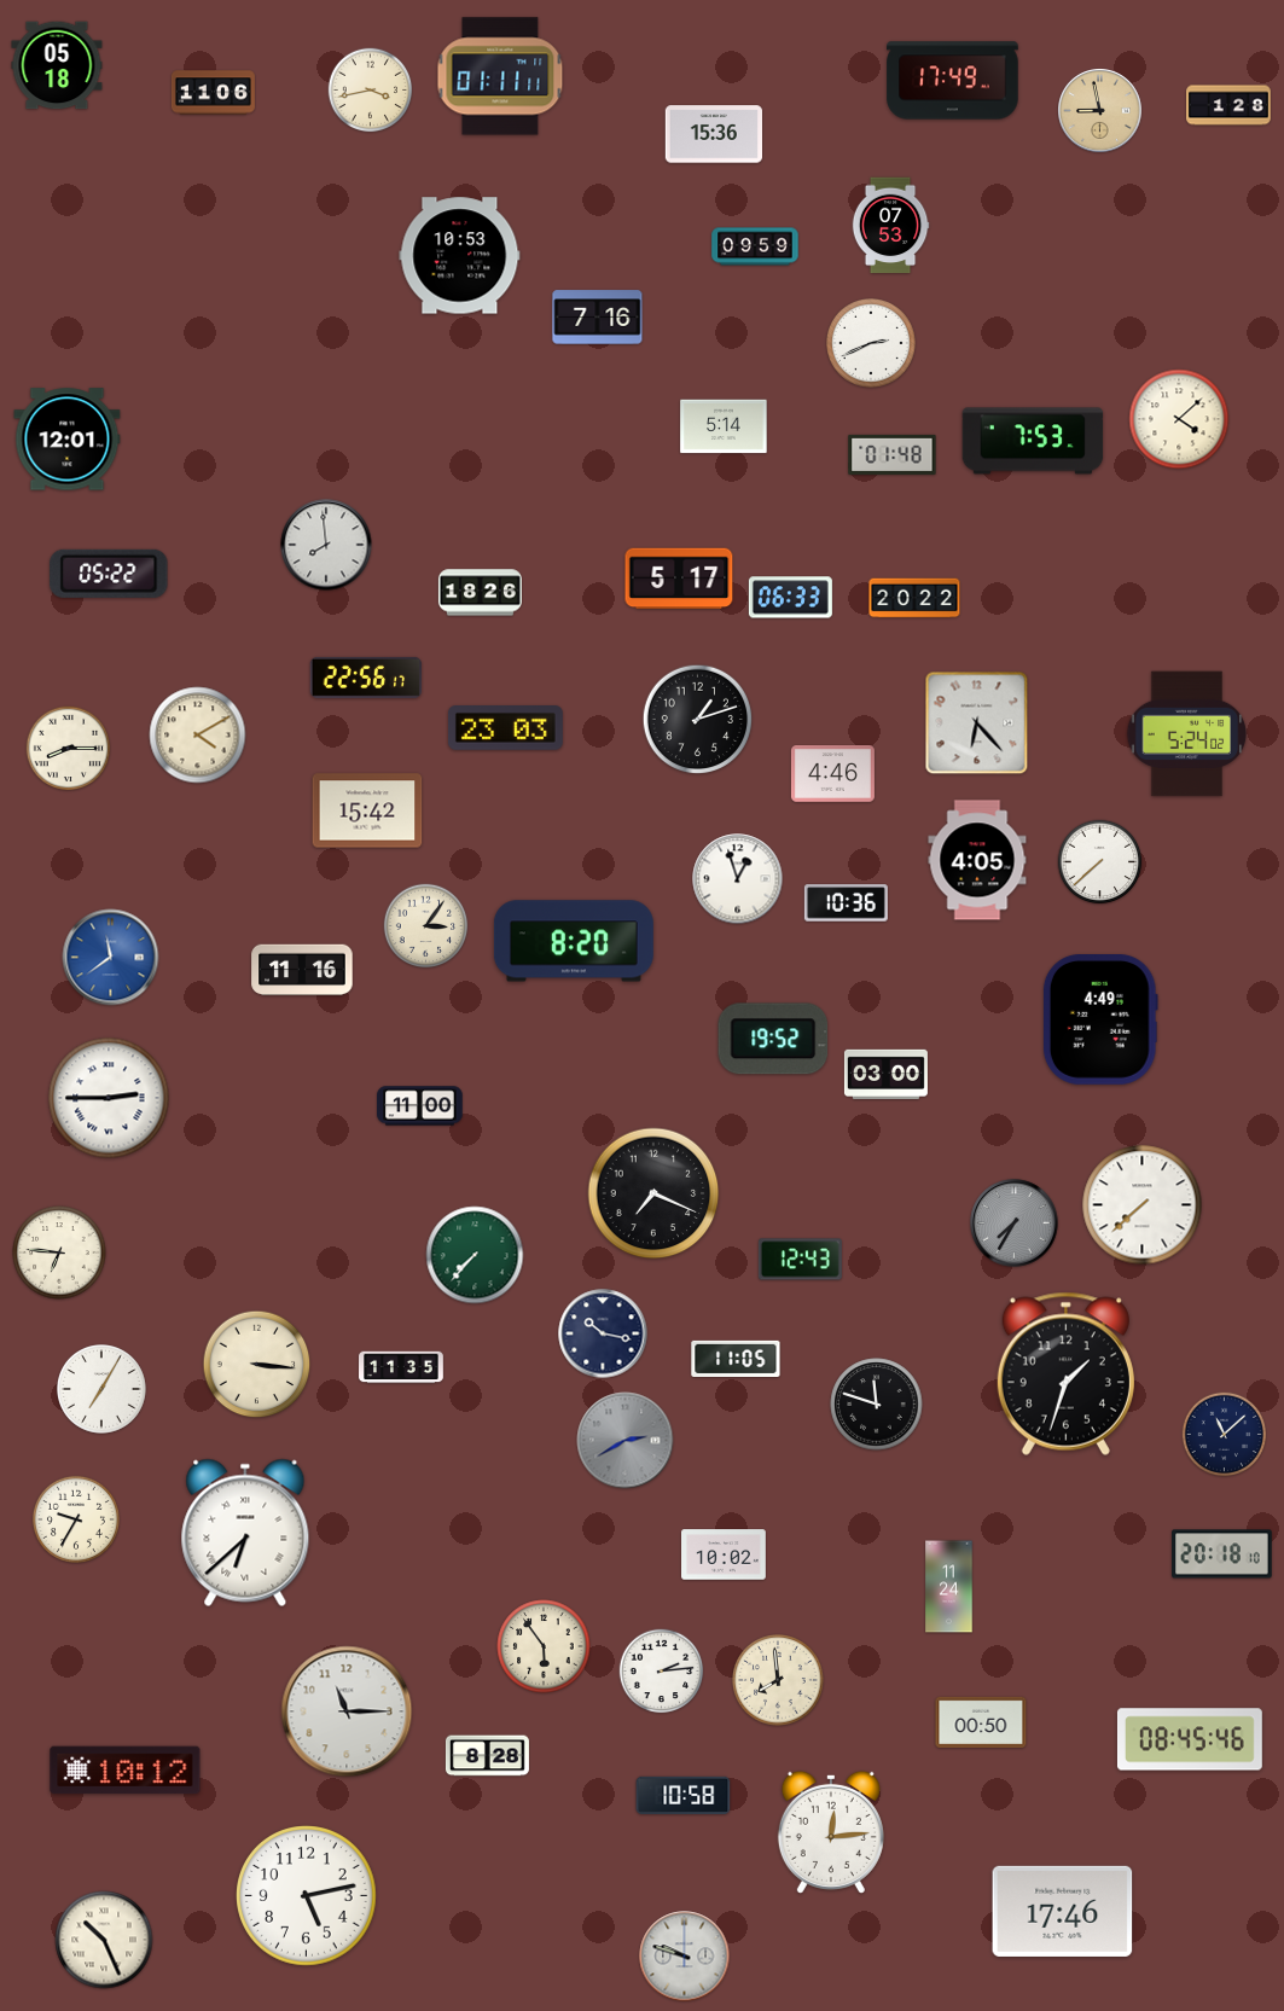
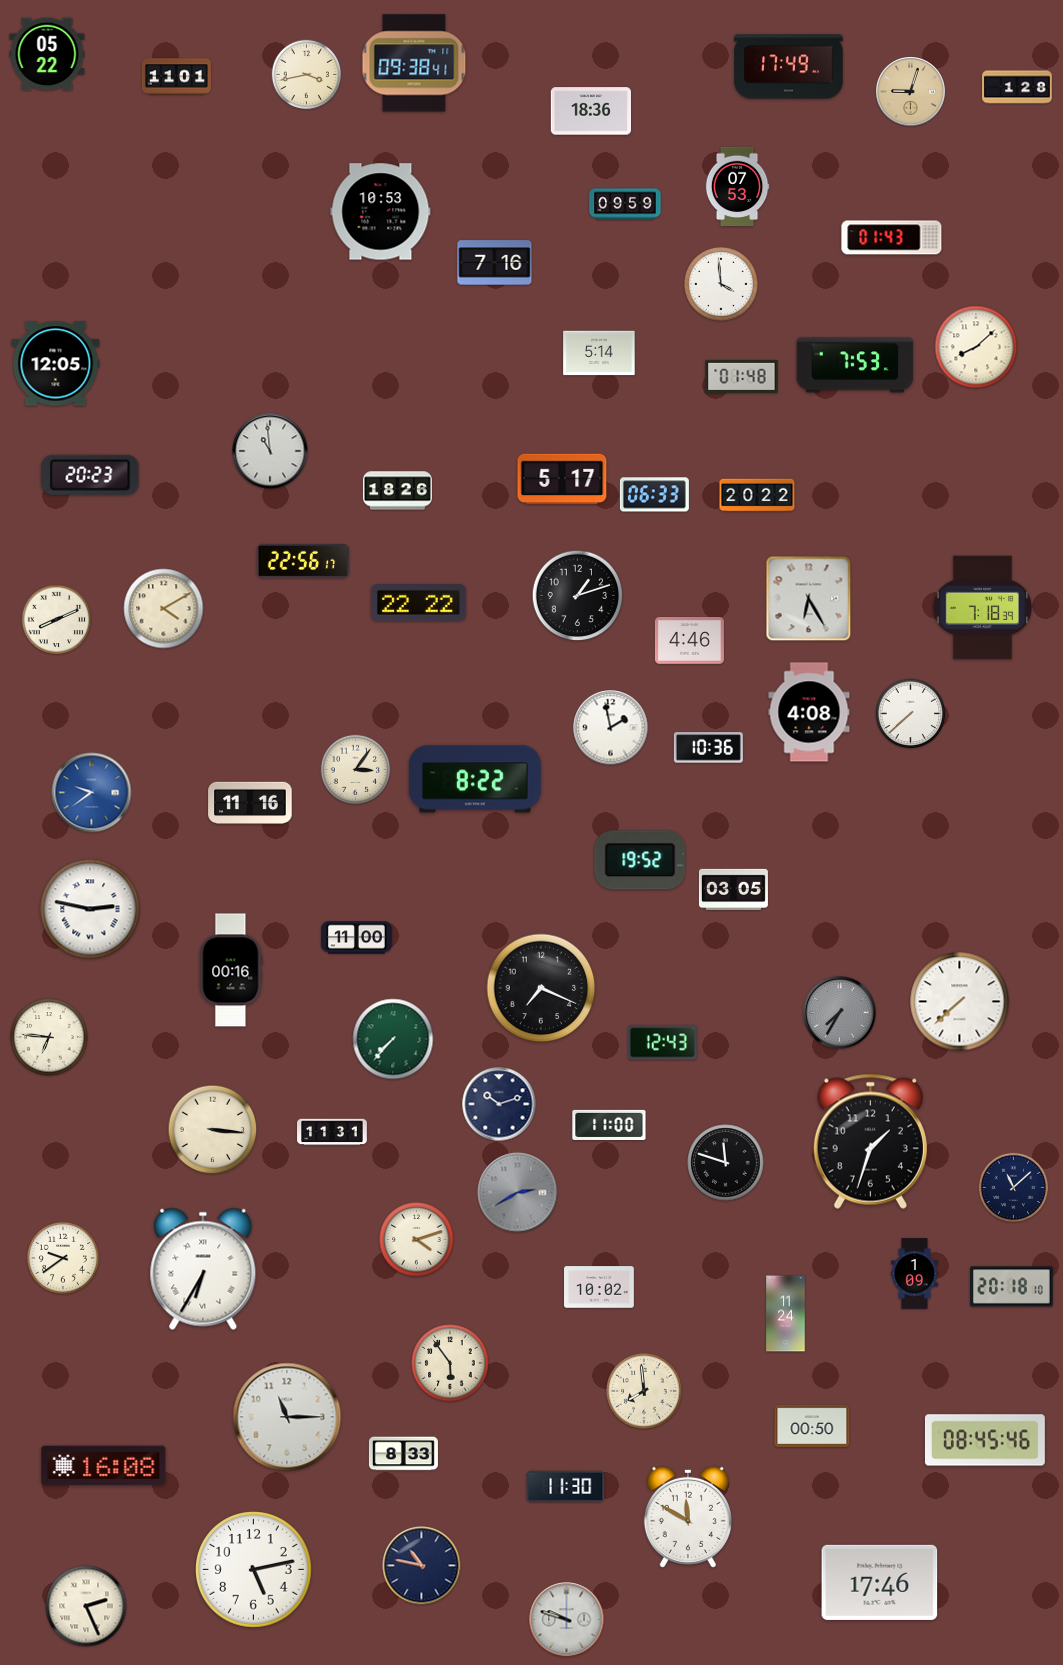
clock at (57, 65): 05:18 -> 05:22
clock at (500, 76): 01:11 -> 09:38
clock at (213, 93): 11:06 -> 11:01
clock at (1100, 111): 8:58 -> 9:03
clock at (713, 134): 15:36 -> 18:36
clock at (892, 238): none -> 01:43
clock at (872, 344): 2:41 -> 3:59
clock at (1179, 419): 4:08 -> 8:08
clock at (68, 440): 12:01 -> 12:05
clock at (893, 454) position: (893, 454) -> (742, 376)
clock at (326, 545): 7:59 -> 10:59
clock at (109, 574): 05:22 -> 20:23
clock at (977, 723): 6:23 -> 6:25
clock at (505, 728): 23:03 -> 22:22
clock at (1187, 734): 5:24 -> 7:18
clock at (69, 749): 8:15 -> 8:11
clock at (367, 810): 15:42 -> none
clock at (977, 860): 4:05 -> 4:08
clock at (738, 879): 12:57 -> 1:58
clock at (846, 903) position: (846, 903) -> (708, 748)
clock at (426, 926) position: (426, 926) -> (356, 770)
clock at (574, 941): 8:20 -> 8:22
clock at (111, 958): 11:39 -> 9:39
clock at (1100, 1021): 4:49 -> none
clock at (885, 1074): 03:00 -> 03:05
clock at (109, 1098): 2:45 -> 2:47
clock at (420, 1106) position: (420, 1106) -> (357, 938)
clock at (231, 970): none -> 00:16
clock at (1143, 1205) position: (1143, 1205) -> (960, 1002)
clock at (603, 1333): 10:17 -> 10:12
clock at (736, 1358): 11:05 -> 11:00
clock at (401, 1367): 11:35 -> 11:31
clock at (1065, 1373) position: (1065, 1373) -> (870, 1141)
clock at (103, 1390): 7:05 -> none
clock at (417, 1240): none -> 4:12
clock at (76, 1519): 9:35 -> 9:39
clock at (245, 1533): 6:38 -> 6:35
clock at (914, 1274): none -> 1:09
clock at (662, 1672): 2:14 -> none
clock at (487, 1756): 8:28 -> 8:33
clock at (126, 1771): 10:12 -> 16:08
clock at (684, 1795): 10:58 -> 11:30
clock at (831, 1832): 12:14 -> 11:50
clock at (422, 1566): none -> 10:47
clock at (104, 1940): 10:26 -> 2:26
